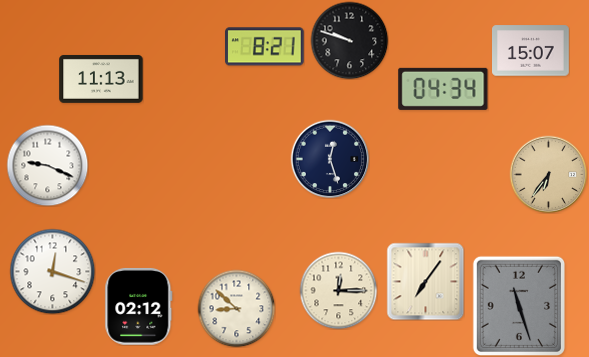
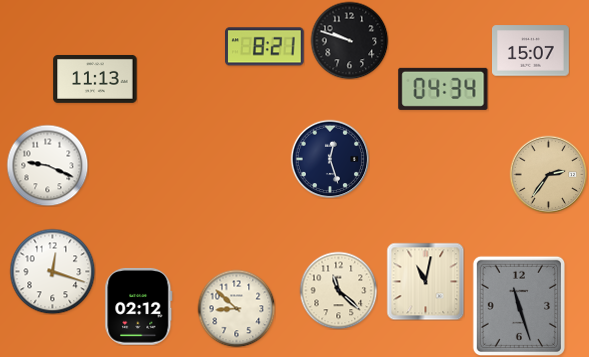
clock at (101, 79) position: (101, 79) -> (95, 79)
clock at (548, 174): 6:36 -> 2:36
clock at (425, 281): 7:06 -> 11:02
clock at (338, 290): 12:15 -> 11:22
